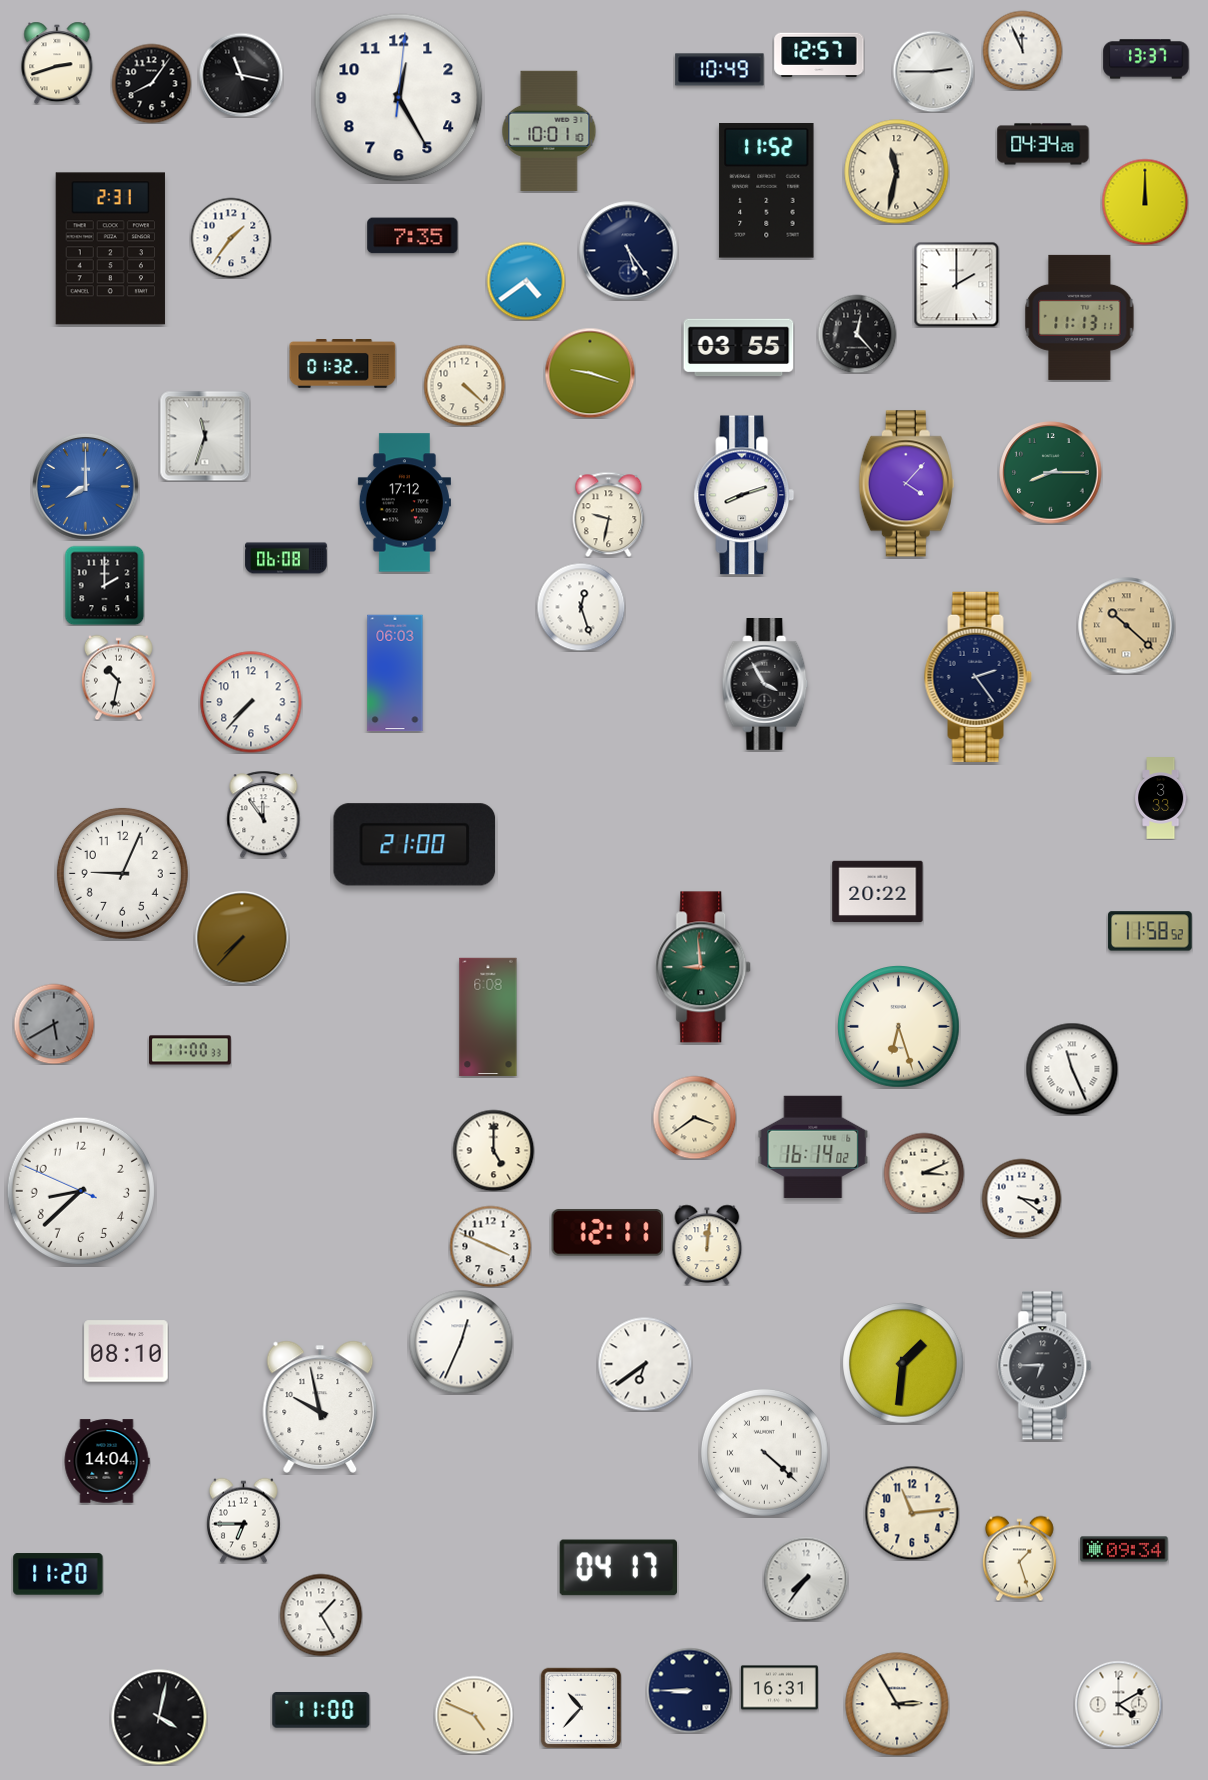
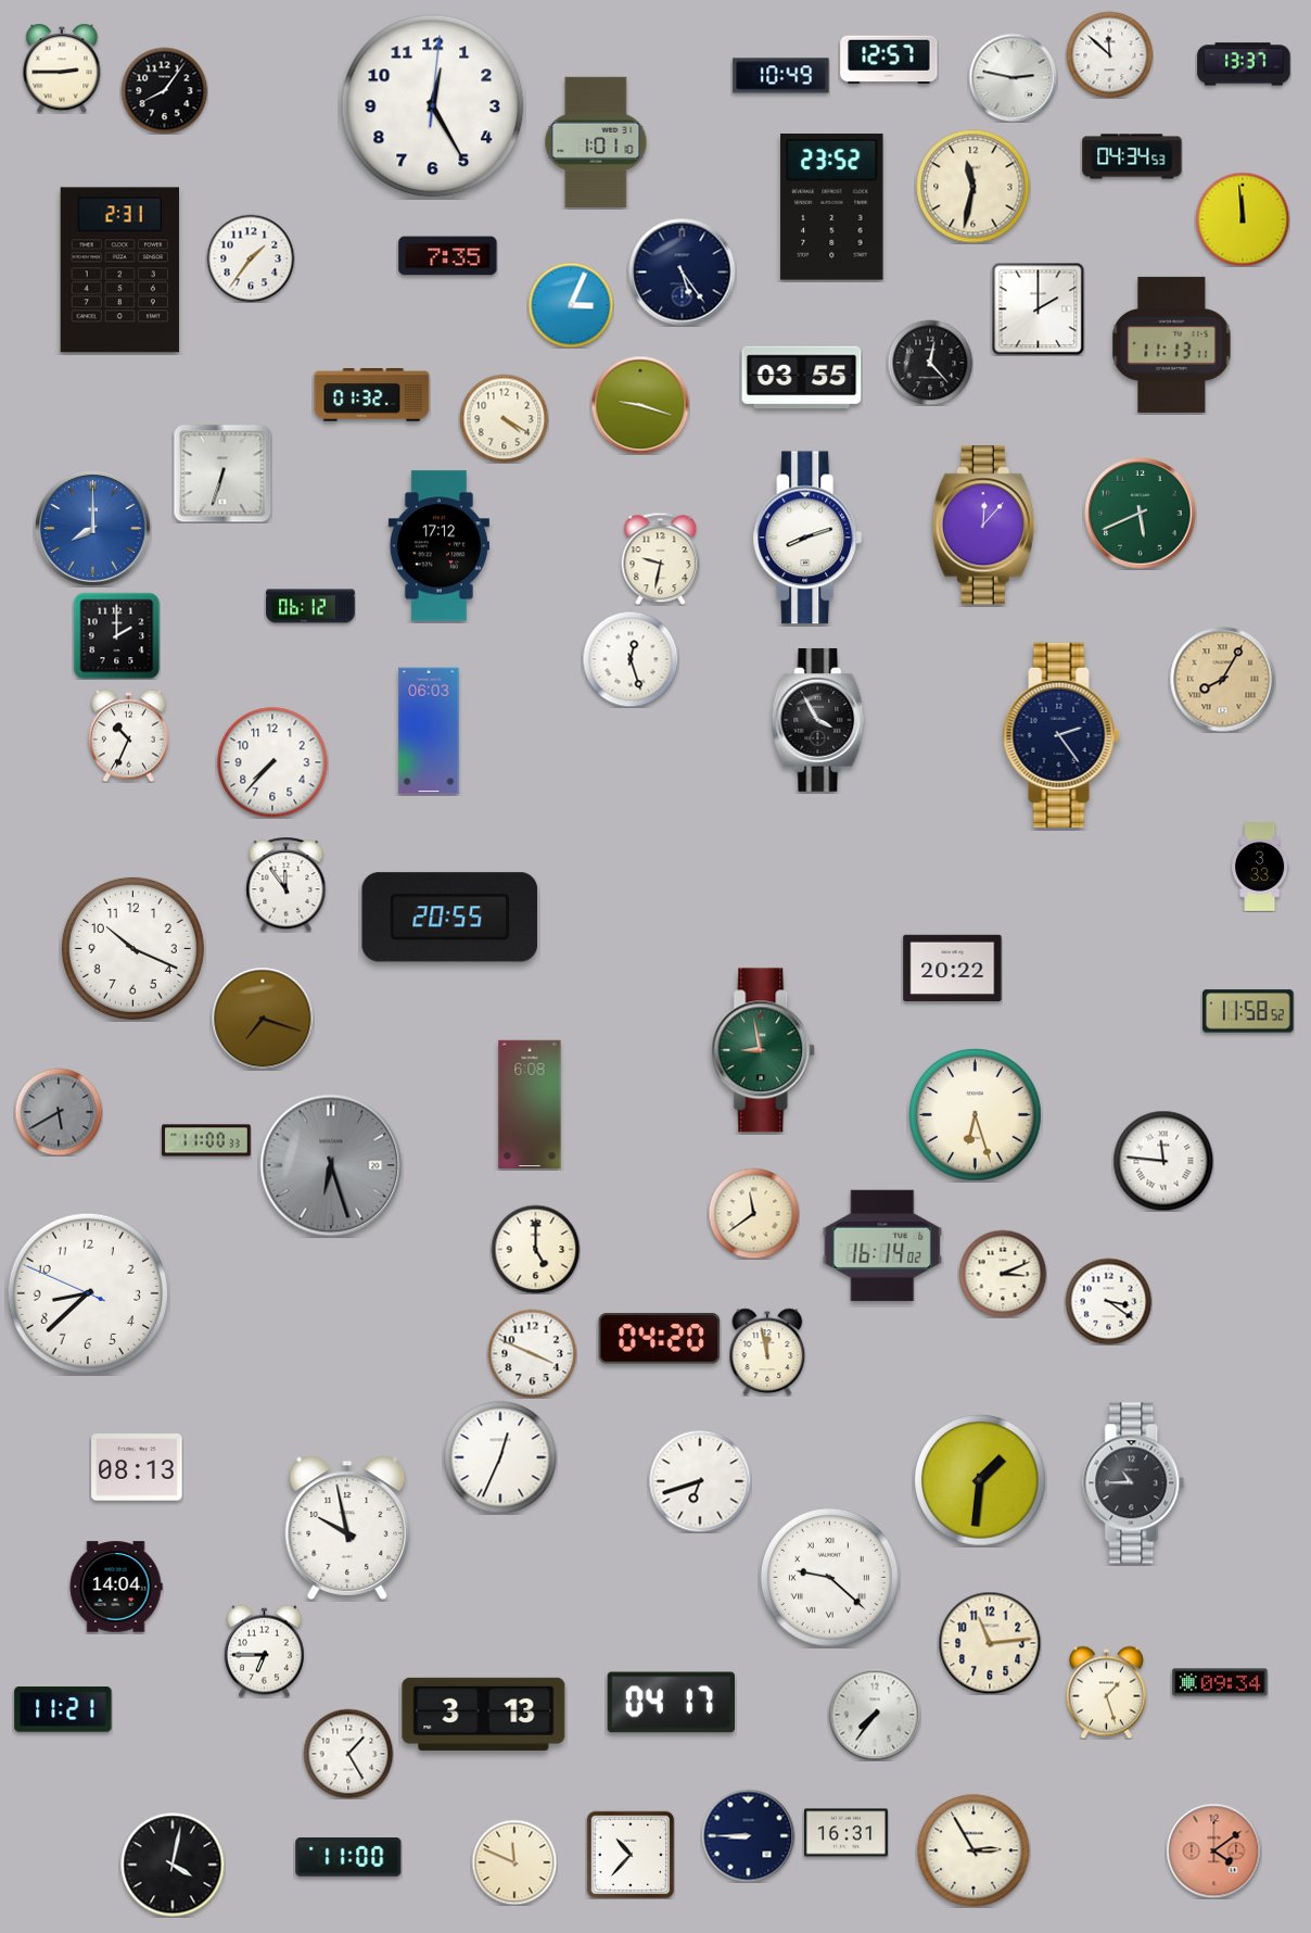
clock at (1022, 50): 11:56 -> 11:52
clock at (57, 63): 2:42 -> 2:45
clock at (933, 71): 2:45 -> 2:47
clock at (241, 75): 11:17 -> none
clock at (549, 131): 10:01 -> 1:01
clock at (1043, 144): 04:34:28 -> 04:34:53
clock at (767, 191): 11:52 -> 23:52
clock at (1145, 202): 12:00 -> 11:59
clock at (526, 281): 4:39 -> 3:04
clock at (464, 385): 4:22 -> 4:20
clock at (205, 436): 11:33 -> 6:33
clock at (1051, 473): 8:15 -> 5:41
clock at (906, 484): 4:07 -> 12:07
clock at (286, 558): 06:08 -> 06:12
clock at (104, 585) position: (104, 585) -> (116, 635)
clock at (1127, 626): 10:22 -> 8:05
clock at (118, 677): 10:32 -> 10:34
clock at (765, 685) position: (765, 685) -> (818, 721)
clock at (415, 845): 21:00 -> 20:55
clock at (122, 873): 9:04 -> 10:19
clock at (242, 938): 7:37 -> 7:18
clock at (704, 967): 8:59 -> 8:58
clock at (1072, 1069): 11:26 -> 11:46
clock at (331, 1165): none -> 6:27
clock at (694, 1117): 3:39 -> 11:39
clock at (608, 1233): 12:11 -> 04:20
clock at (707, 1245): 12:01 -> 11:58
clock at (126, 1351): 08:10 -> 08:13
clock at (645, 1364): 6:39 -> 6:42
clock at (1045, 1366): 6:45 -> 10:45
clock at (764, 1452): 4:22 -> 9:22
clock at (58, 1574): 11:20 -> 11:21
clock at (484, 1714): none -> 3:13
clock at (1118, 1704): 4:10 -> 4:09
clock at (1118, 1704) dial: white -> salmon
clock at (474, 1715): 4:49 -> 11:49
